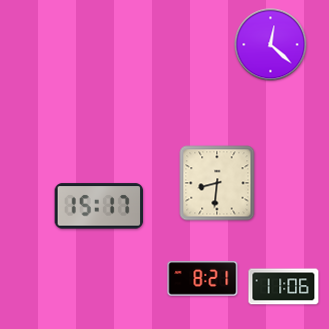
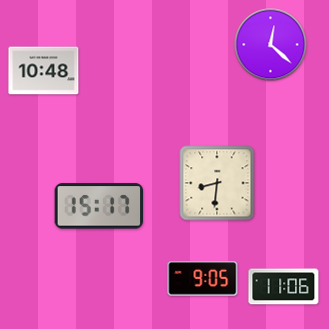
clock at (44, 71): none -> 10:48
clock at (203, 279): 8:21 -> 9:05
